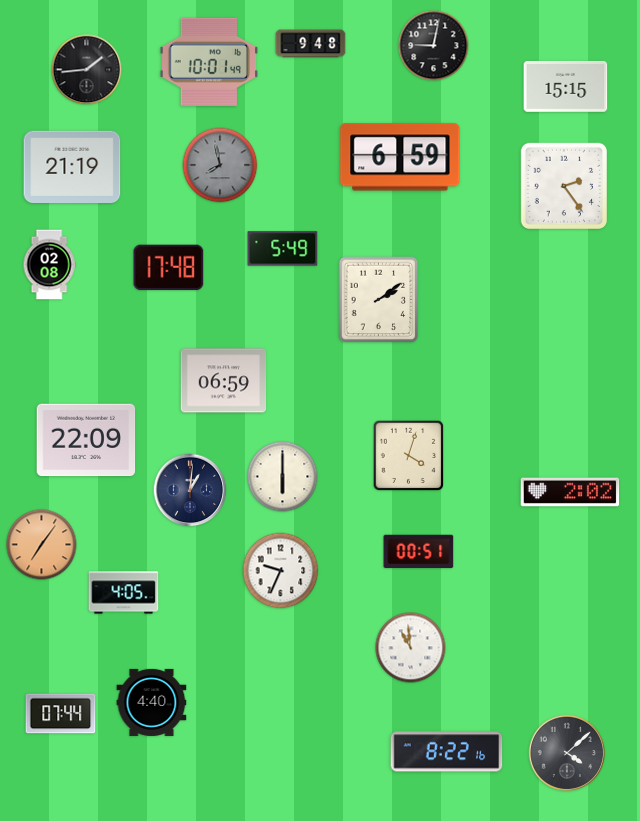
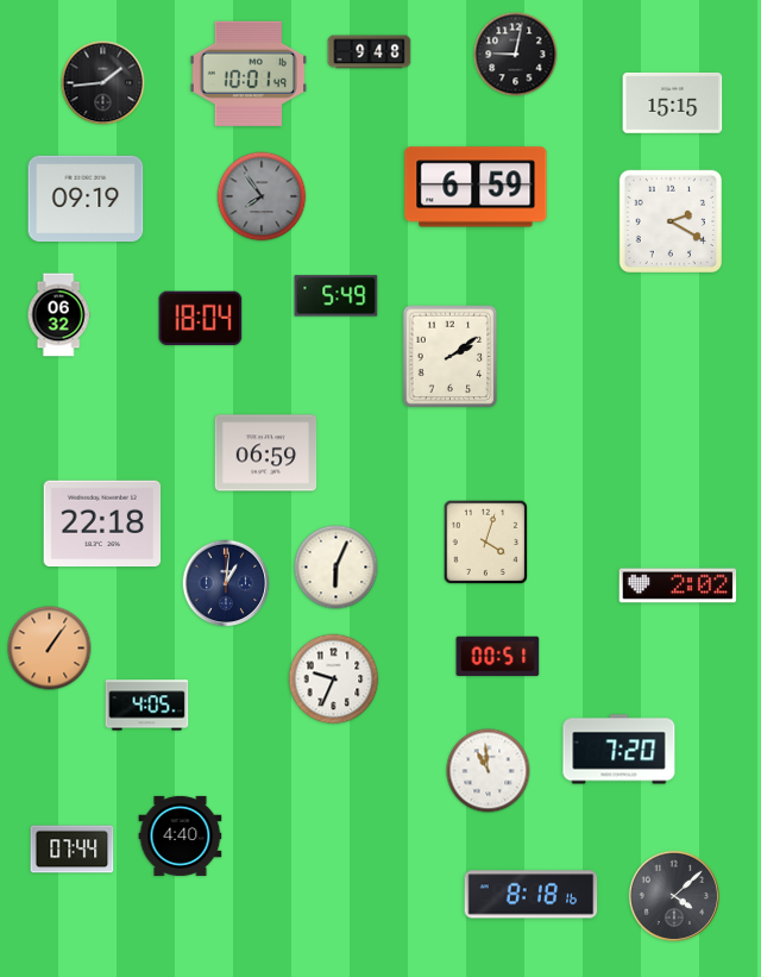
clock at (220, 165): 7:58 -> 7:54
clock at (72, 166): 21:19 -> 09:19
clock at (563, 185): 2:24 -> 2:20
clock at (49, 265): 02:08 -> 06:32
clock at (169, 268): 17:48 -> 18:04
clock at (86, 440): 22:09 -> 22:18
clock at (283, 477): 6:00 -> 6:04
clock at (42, 545): 7:06 -> 1:06
clock at (620, 750): none -> 7:20
clock at (447, 752): 8:22 -> 8:18
